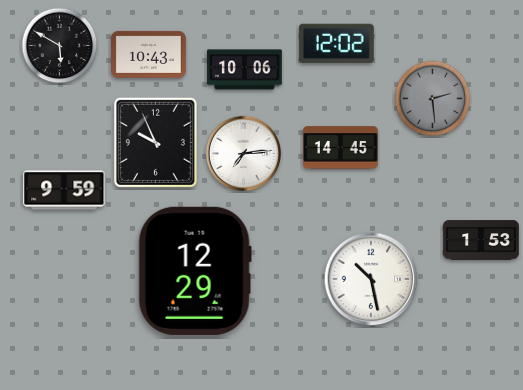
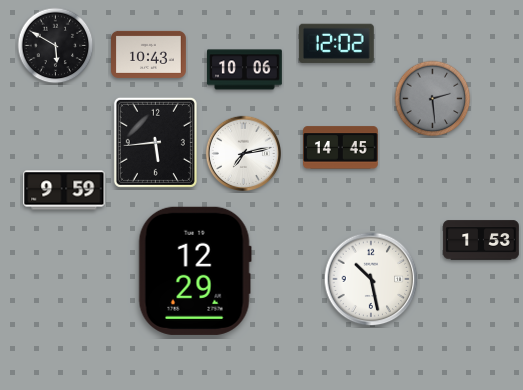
clock at (60, 46) position: (60, 46) -> (56, 46)
clock at (155, 142): 9:56 -> 5:44
clock at (243, 153): 7:14 -> 7:13
